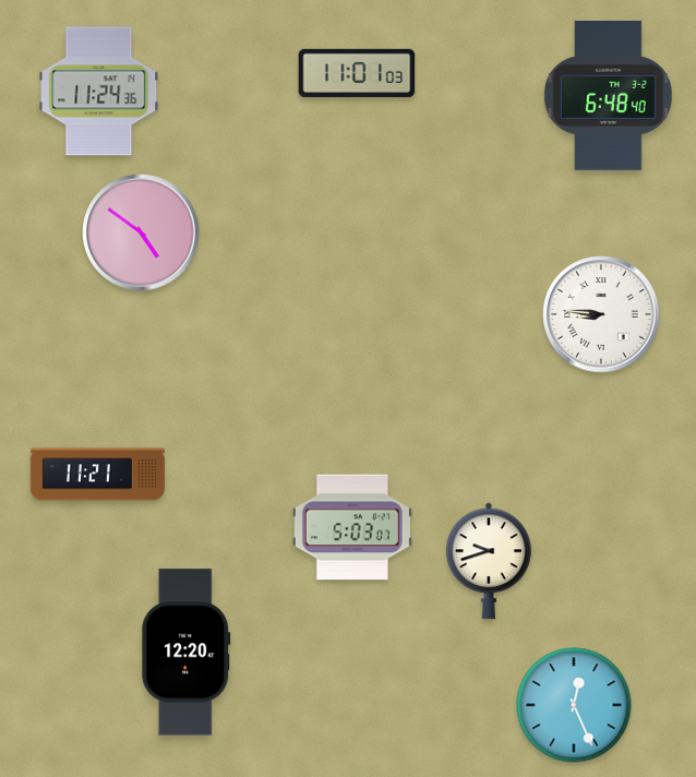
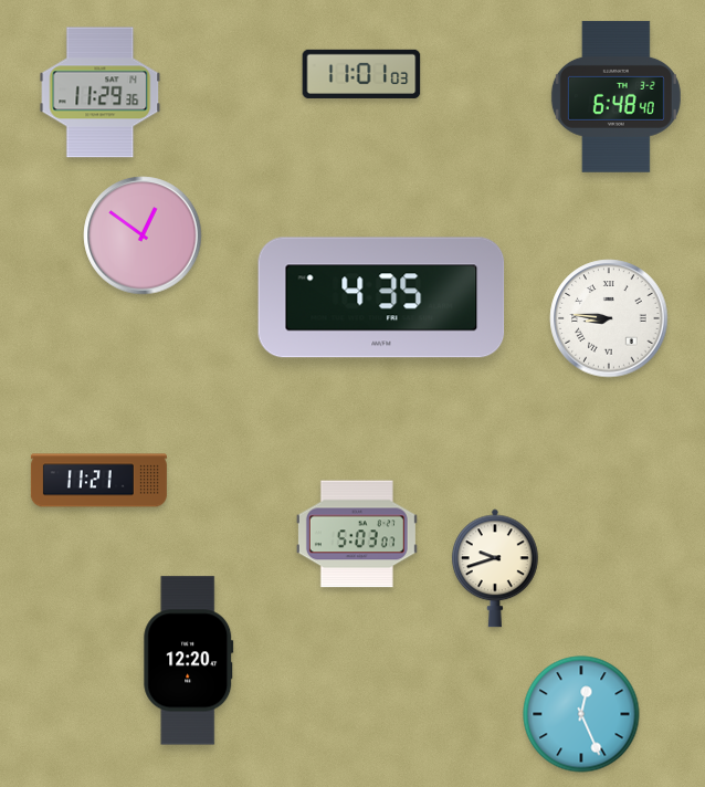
clock at (99, 92): 11:24 -> 11:29
clock at (141, 232): 4:51 -> 12:51
clock at (381, 297): none -> 4:35
